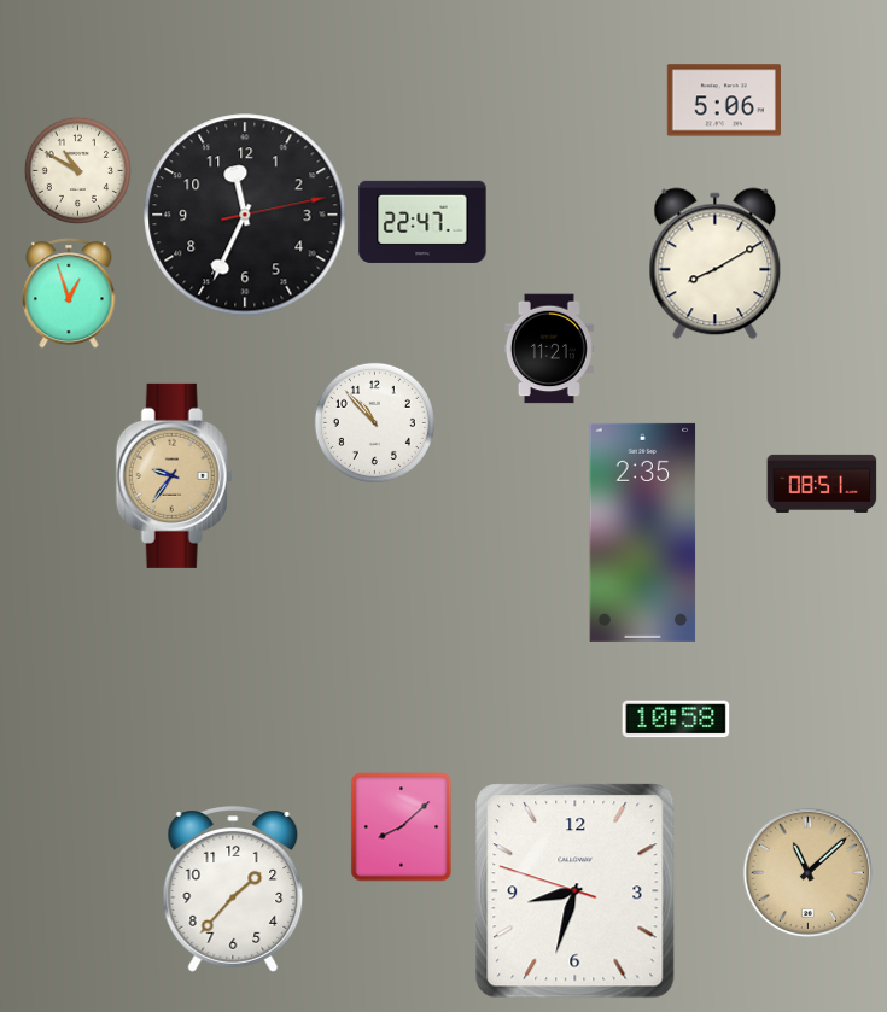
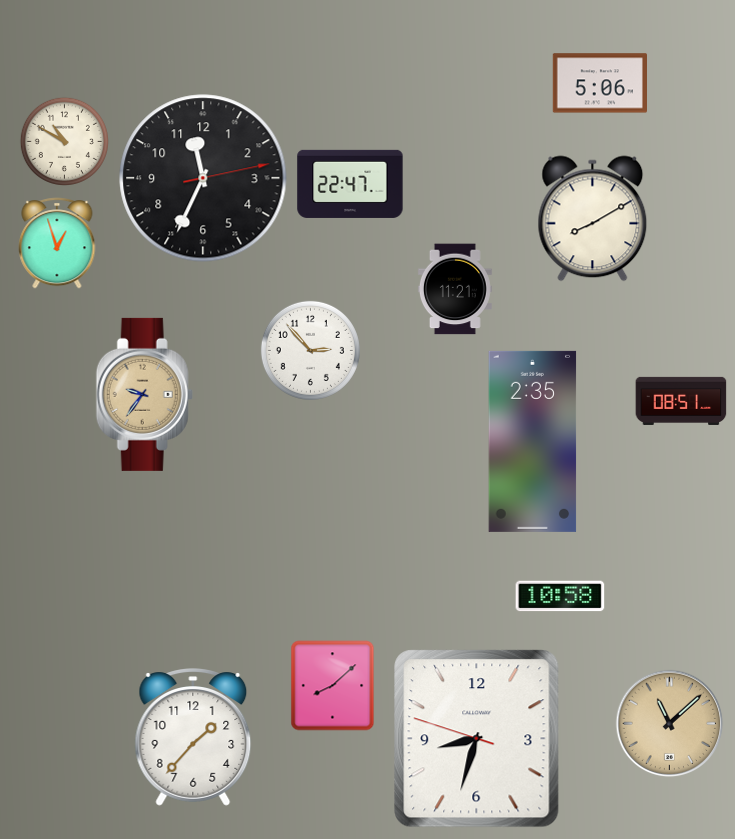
clock at (374, 422): 10:53 -> 2:53
